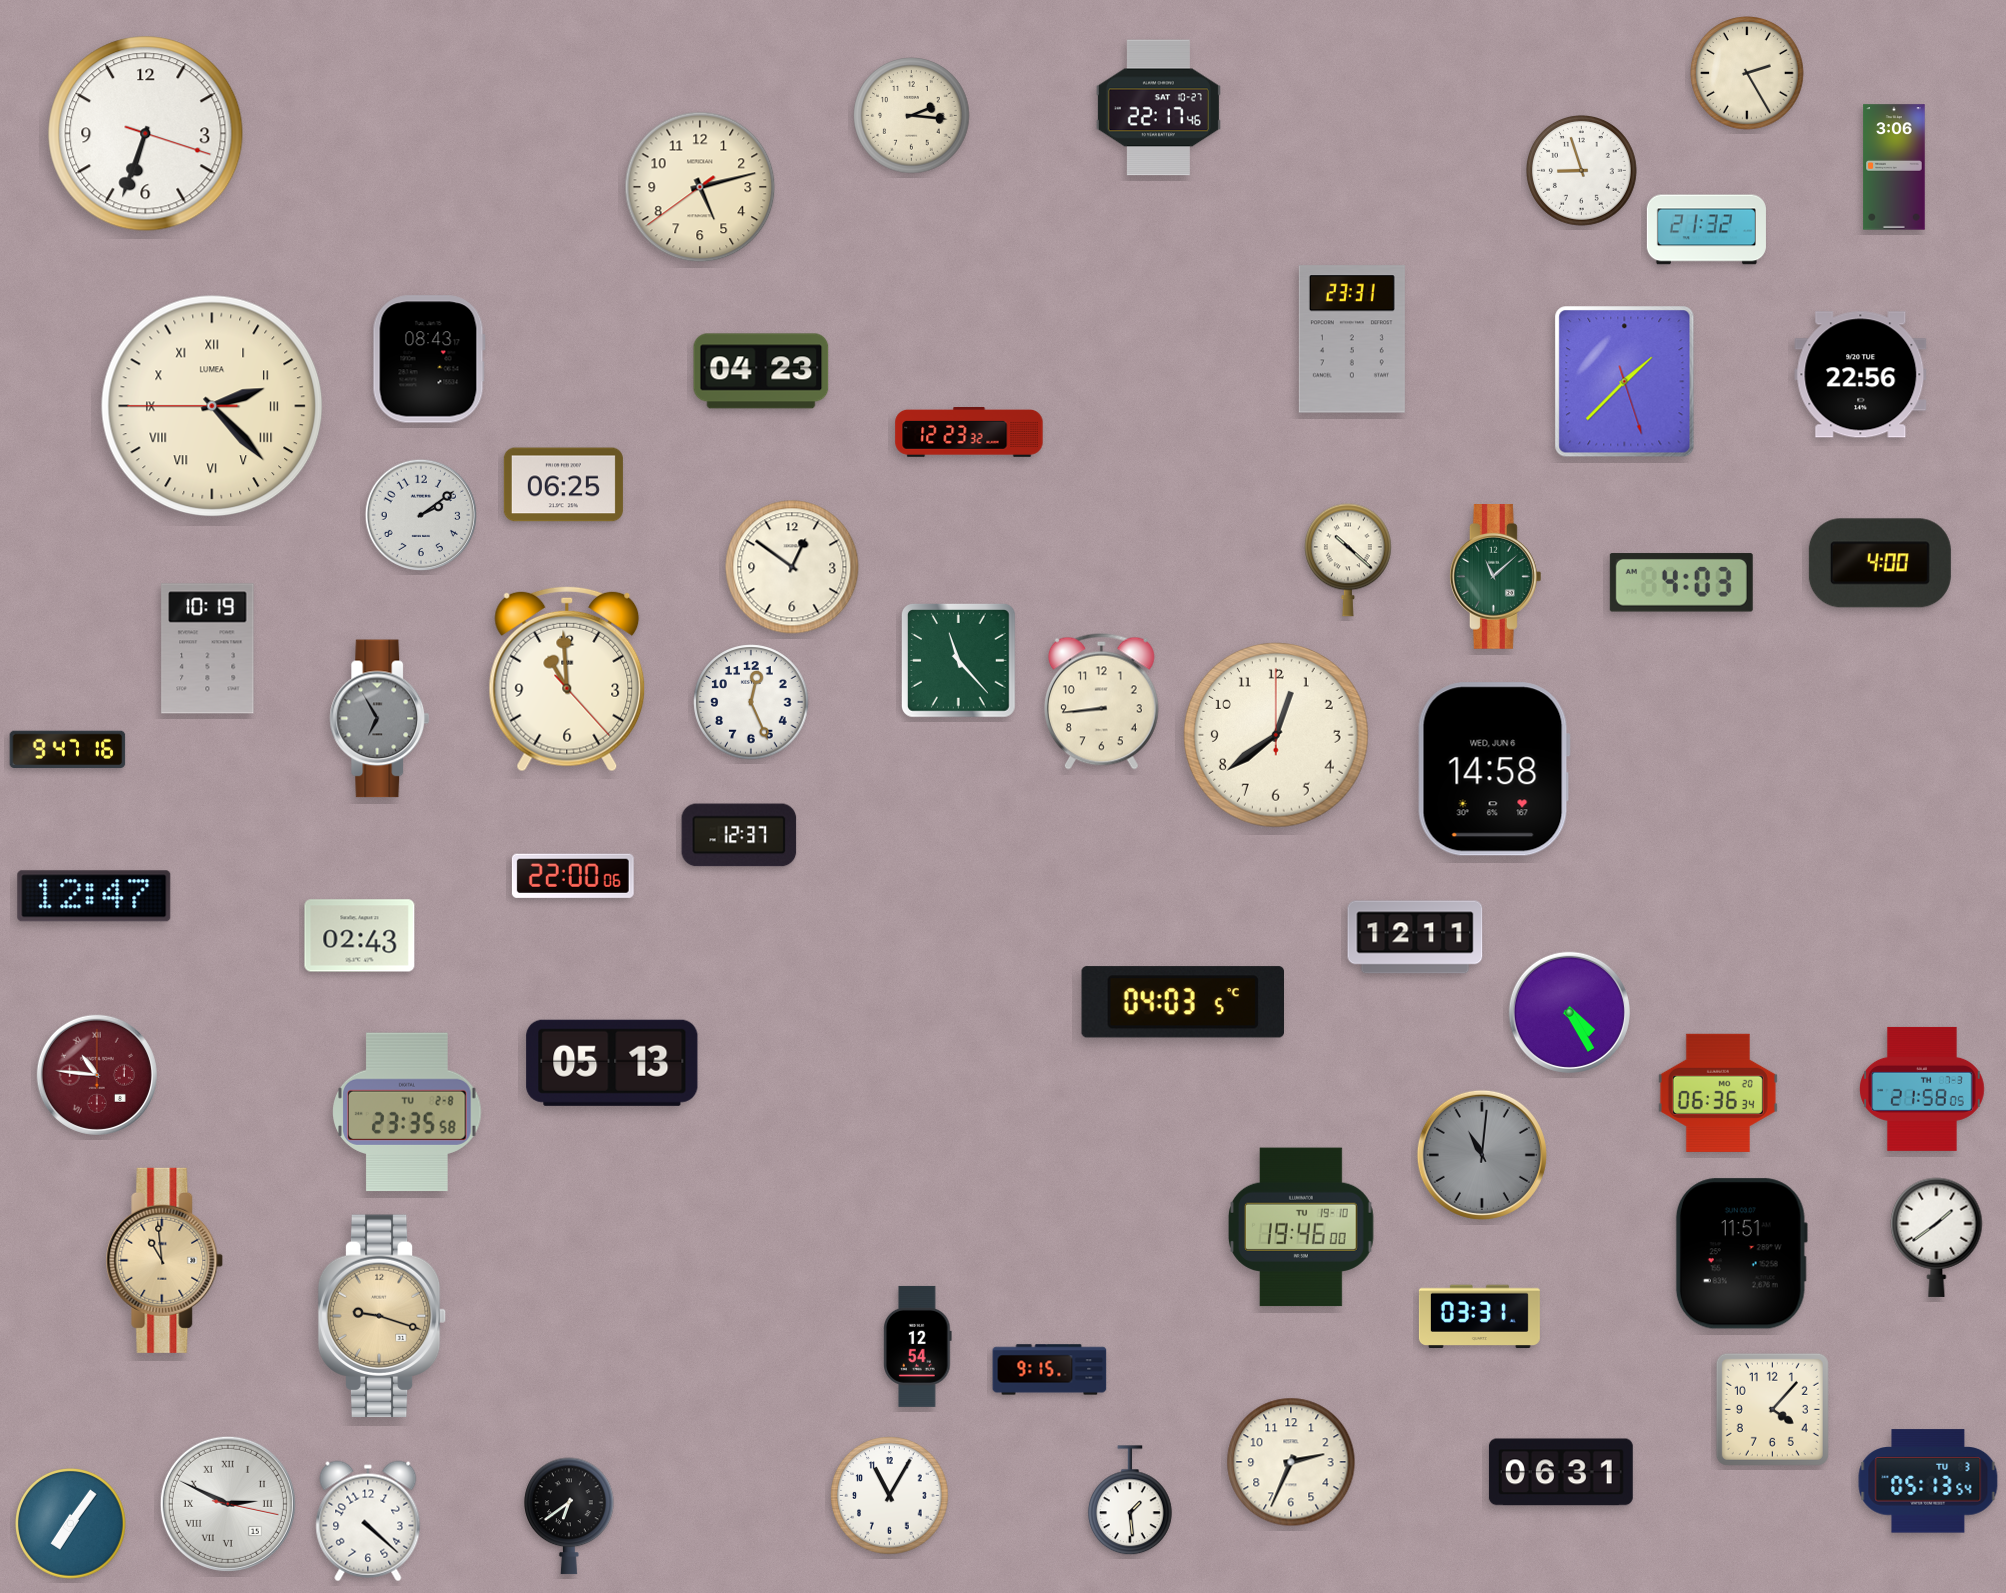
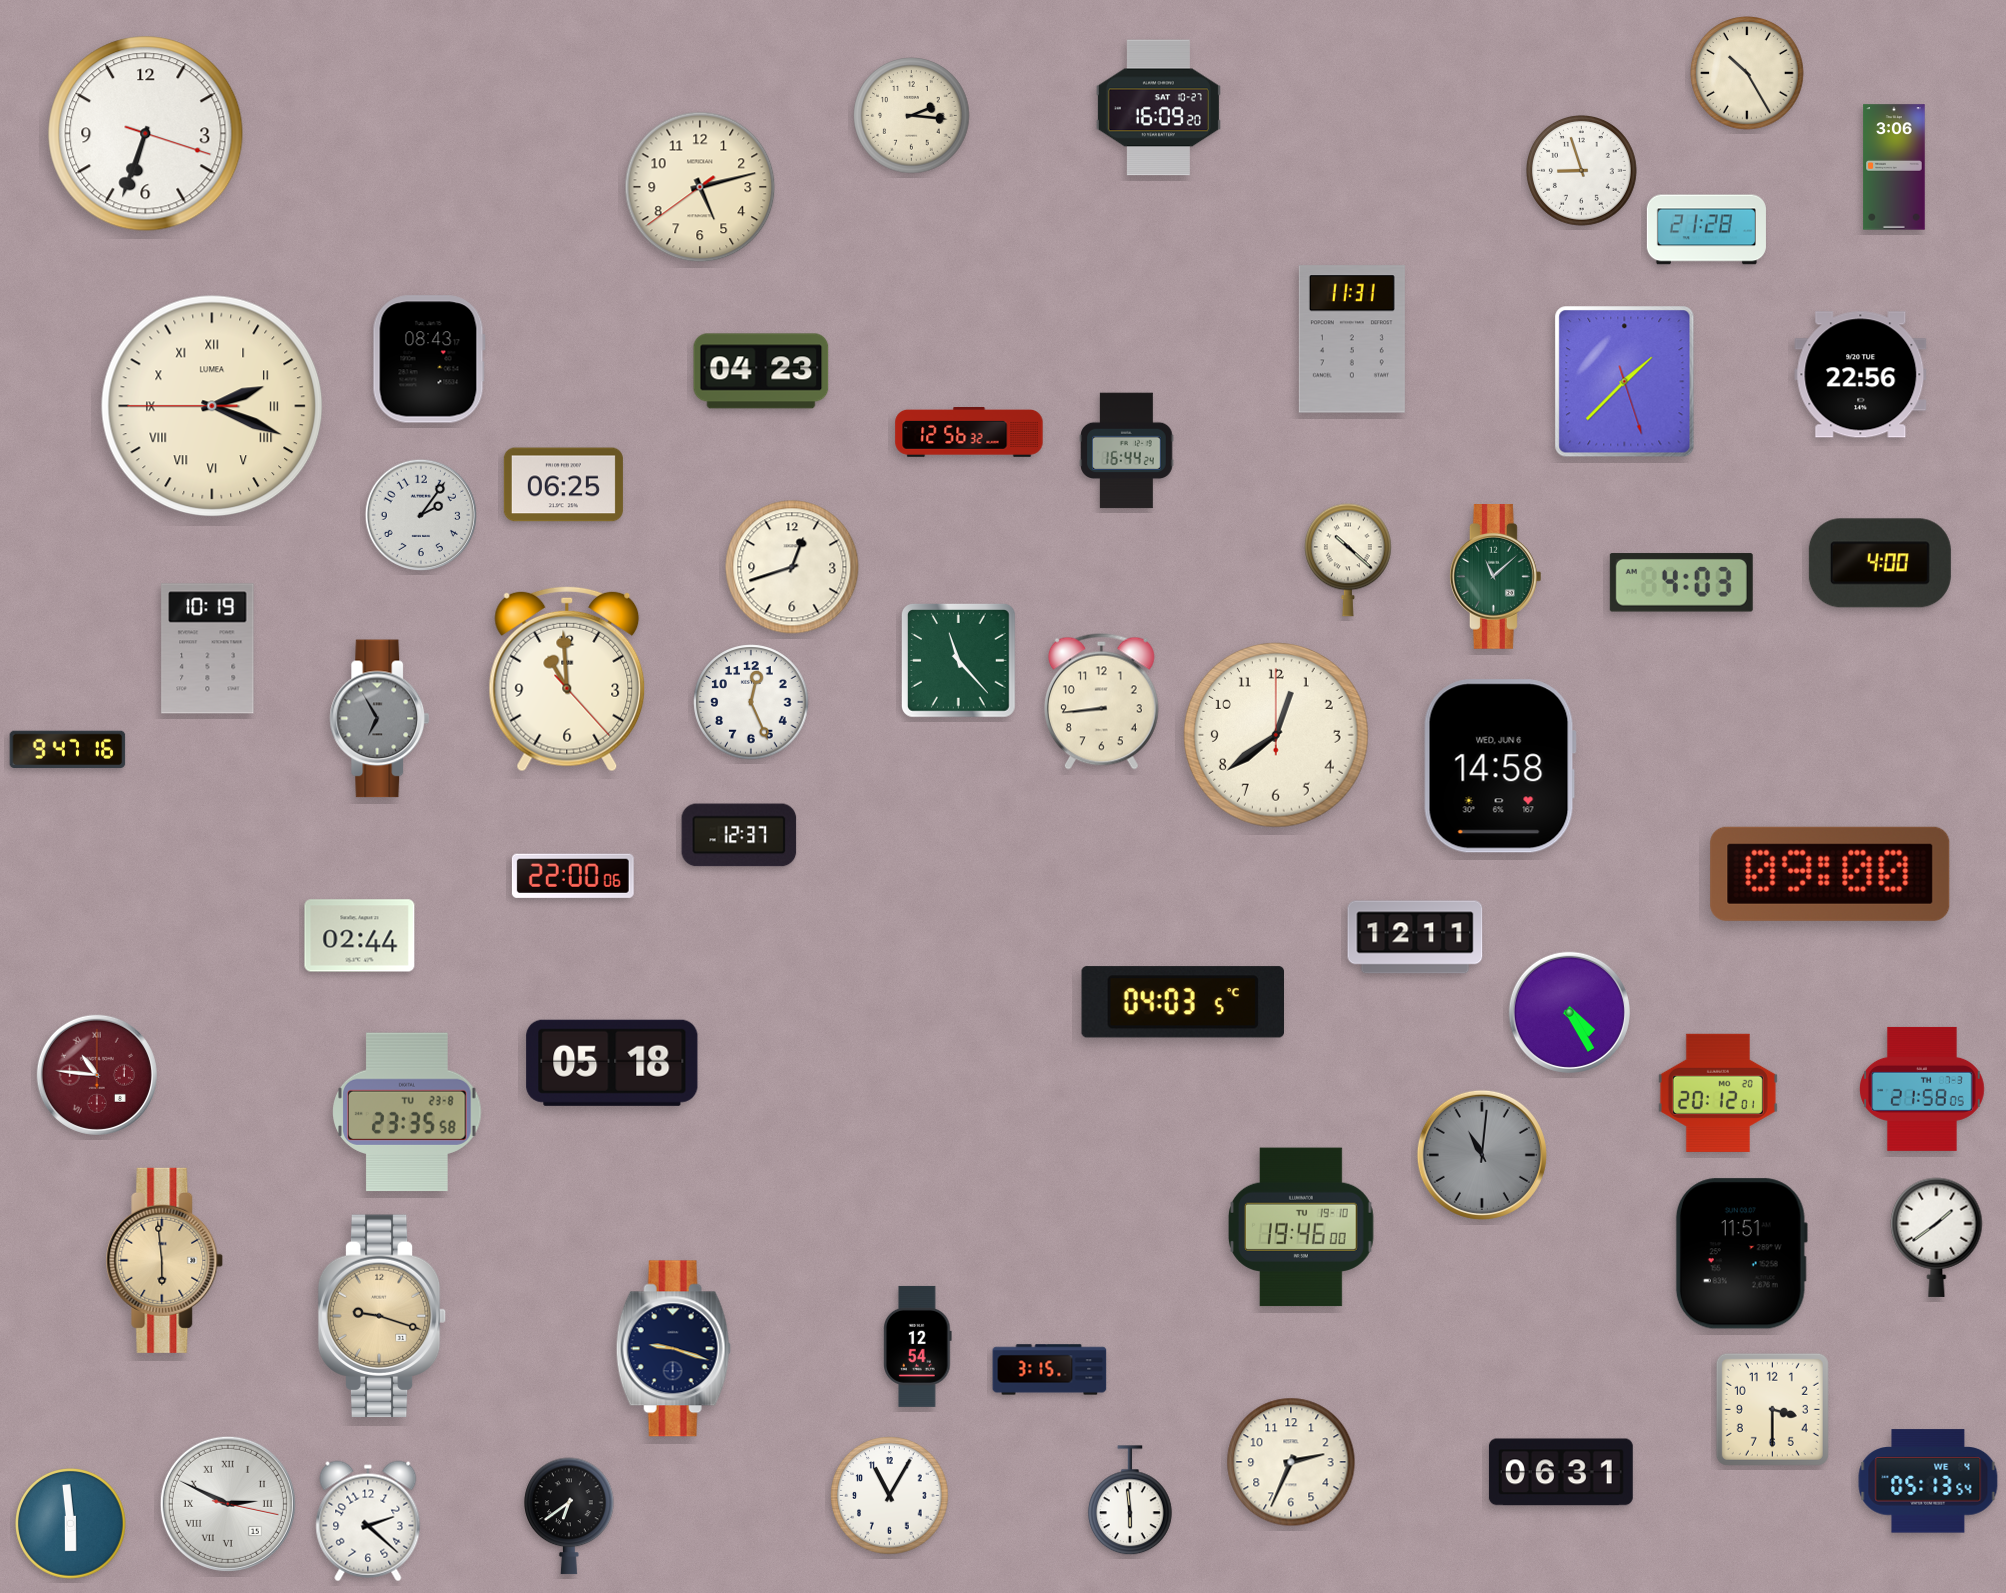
clock at (1747, 73): 2:25 -> 10:25
clock at (1158, 108): 22:17 -> 16:09
clock at (1706, 230): 21:32 -> 21:28
clock at (1352, 339): 23:31 -> 11:31
clock at (212, 406): 2:22 -> 2:18
clock at (969, 433): 12:23 -> 12:56
clock at (1127, 451): none -> 16:44
clock at (420, 514): 2:09 -> 2:06
clock at (792, 567): 12:51 -> 12:42
clock at (1494, 769) position: (1494, 769) -> (1500, 766)
clock at (1830, 874): none -> 09:00
clock at (94, 896): 12:47 -> none
clock at (360, 936): 02:43 -> 02:44
clock at (612, 1063): 05:13 -> 05:18
clock at (1718, 1093): 06:36 -> 20:12
clock at (407, 1112) date: TU 2-8 -> TU 23-8
clock at (165, 1260): 10:59 -> 5:59
clock at (1479, 1317): 03:31 -> none
clock at (673, 1349): none -> 9:18
clock at (1050, 1370): 9:15 -> 3:15
clock at (1772, 1409): 4:07 -> 3:30
clock at (1928, 1481) date: TU 3 -> WE 4
clock at (1130, 1501): 1:29 -> 5:59
clock at (368, 1521): 4:22 -> 2:22
clock at (71, 1524): 7:06 -> 5:59
